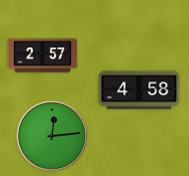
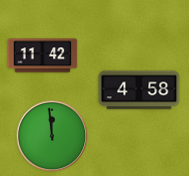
clock at (43, 56): 2:57 -> 11:42
clock at (52, 136): 12:14 -> 11:59
